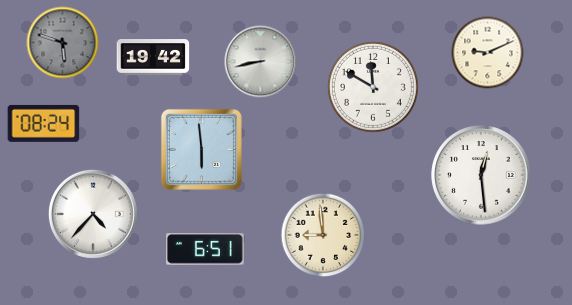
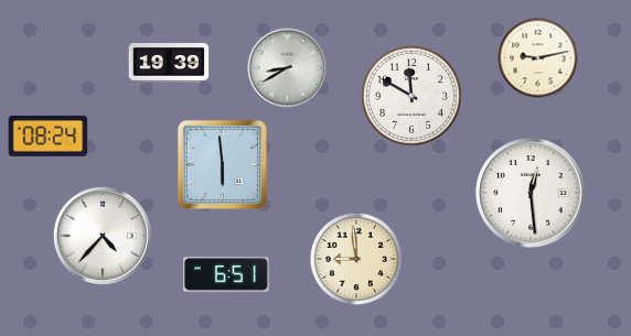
clock at (63, 43): 5:48 -> none
clock at (488, 53): 9:11 -> 9:13
clock at (153, 58): 19:42 -> 19:39
clock at (261, 62): 8:43 -> 8:40
